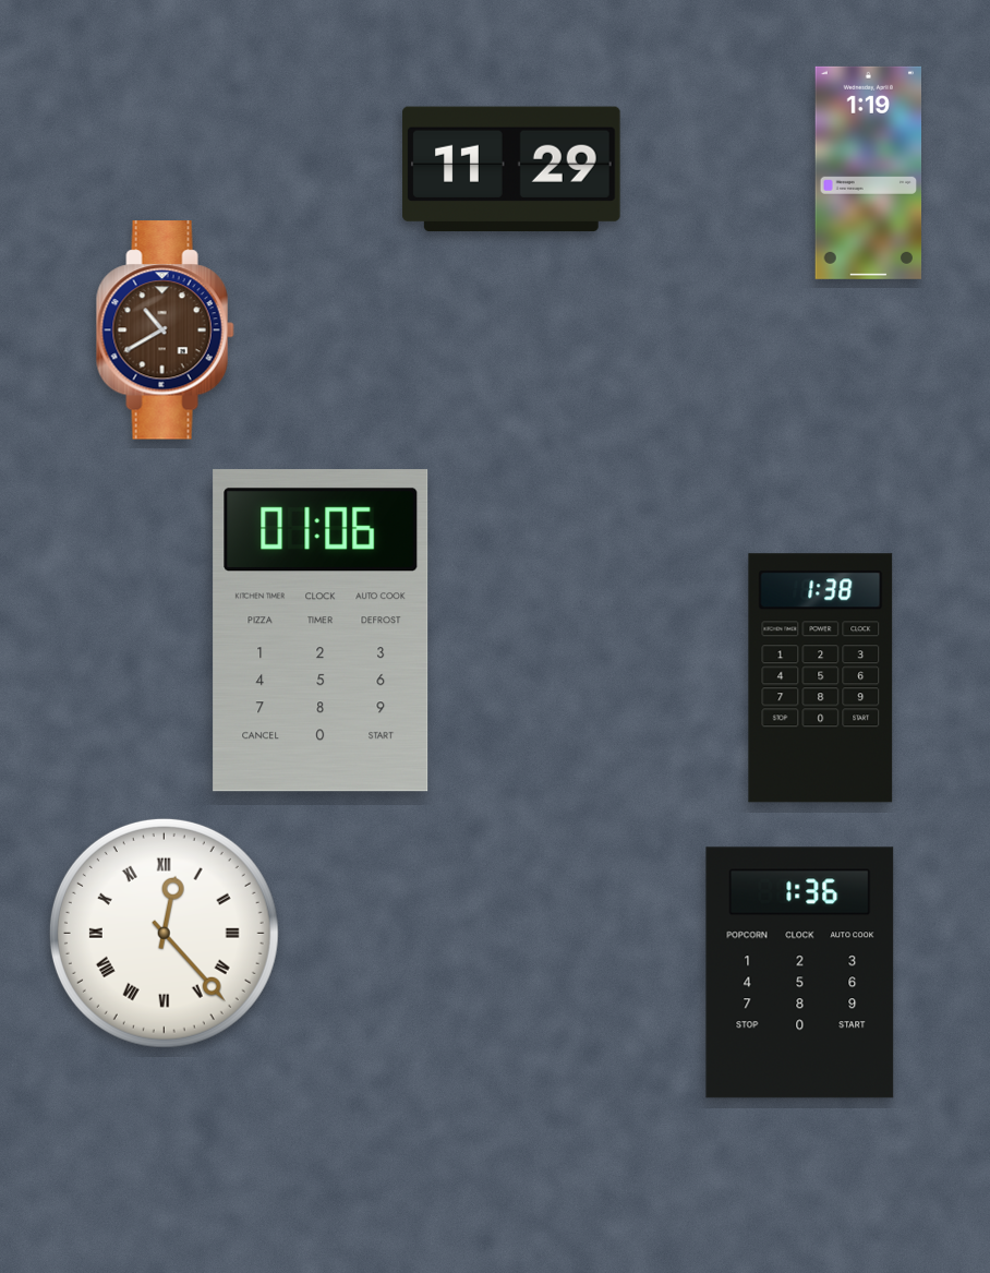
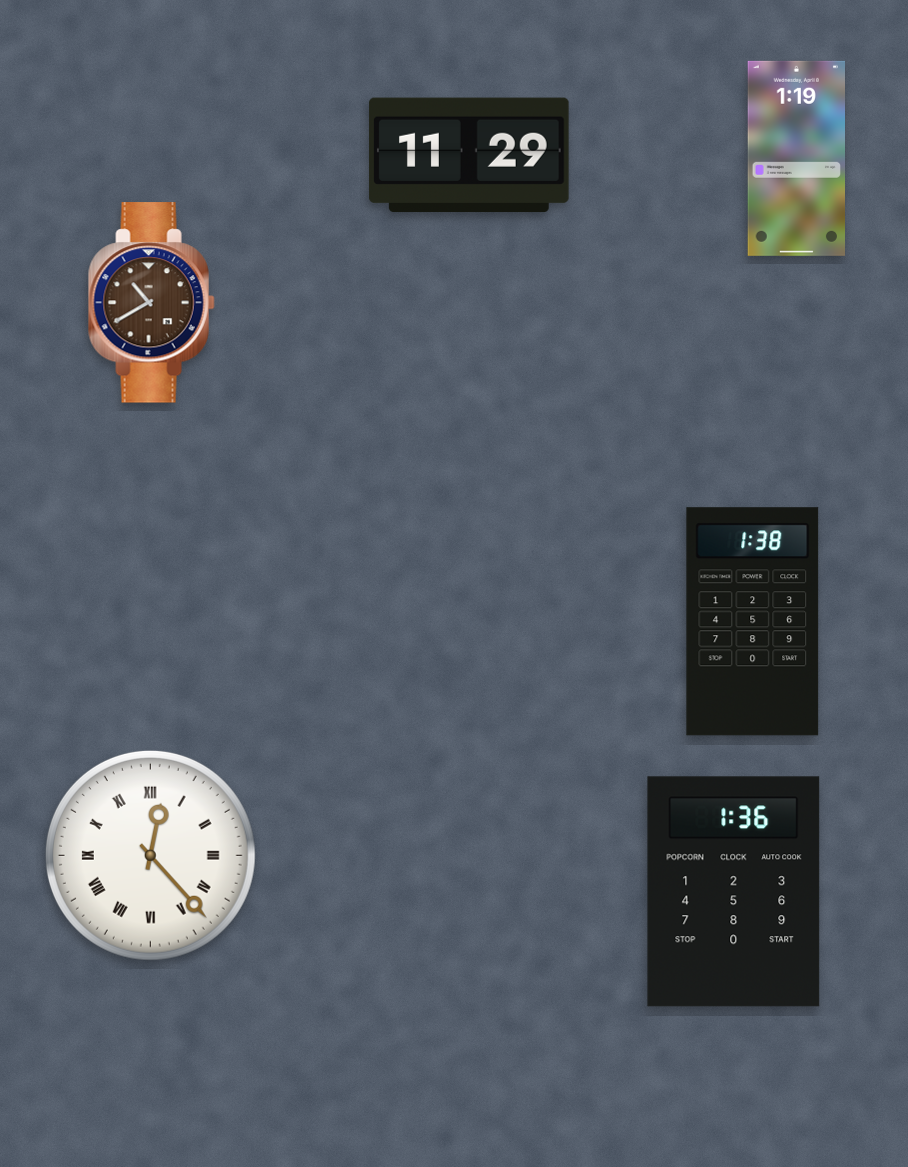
clock at (321, 631): 01:06 -> none
